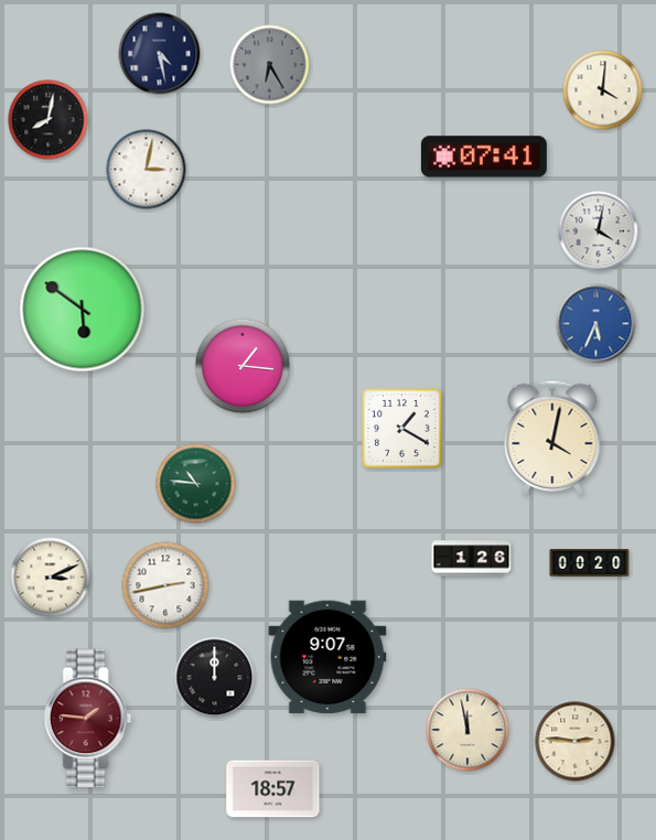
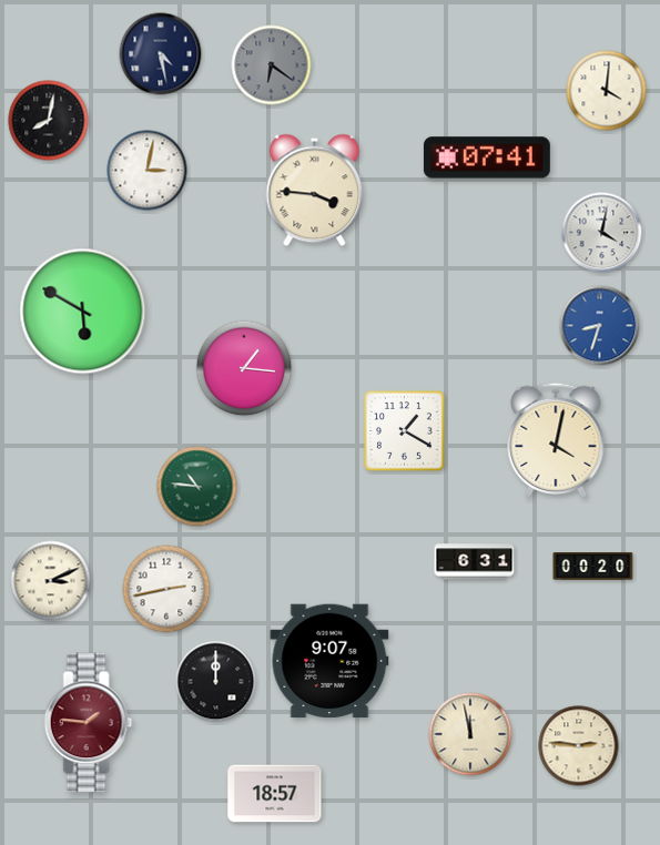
clock at (270, 65): 6:25 -> 6:21
clock at (315, 191): none -> 3:46
clock at (83, 310): 5:51 -> 5:50
clock at (596, 324): 5:34 -> 8:33
clock at (472, 559): 1:26 -> 6:31
